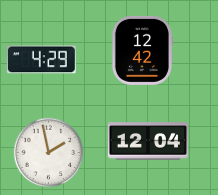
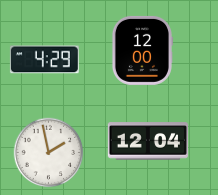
clock at (142, 50): 12:42 -> 12:00
clock at (41, 60) position: (41, 60) -> (44, 60)
